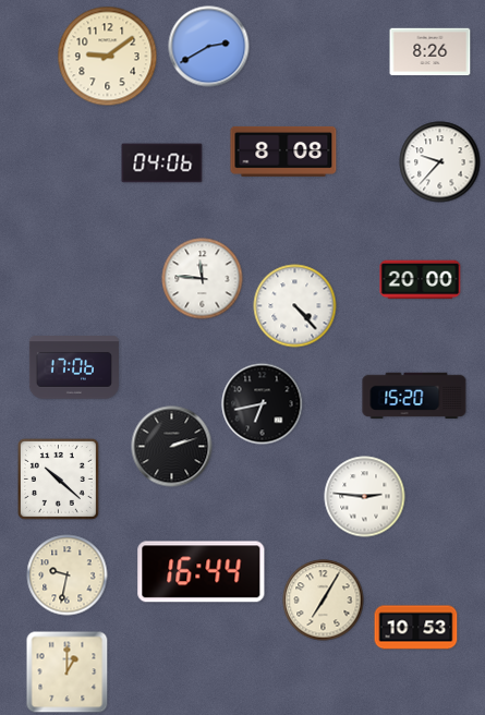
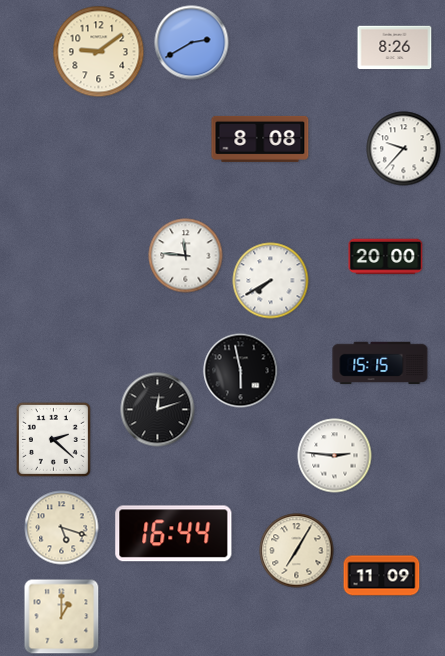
clock at (162, 163): 04:06 -> none
clock at (295, 306): 4:23 -> 7:40
clock at (74, 367): 17:06 -> none
clock at (414, 396): 15:20 -> 15:15
clock at (263, 404): 6:43 -> 5:58
clock at (172, 447): 2:12 -> 12:12
clock at (58, 478): 10:22 -> 2:22
clock at (202, 572) position: (202, 572) -> (174, 534)
clock at (68, 575): 9:32 -> 5:18
clock at (416, 628): 10:53 -> 11:09
